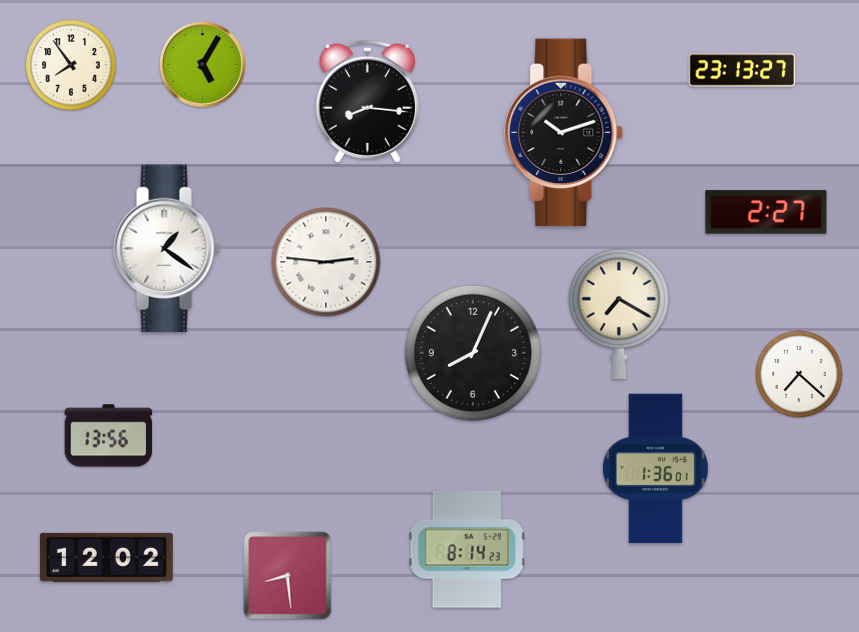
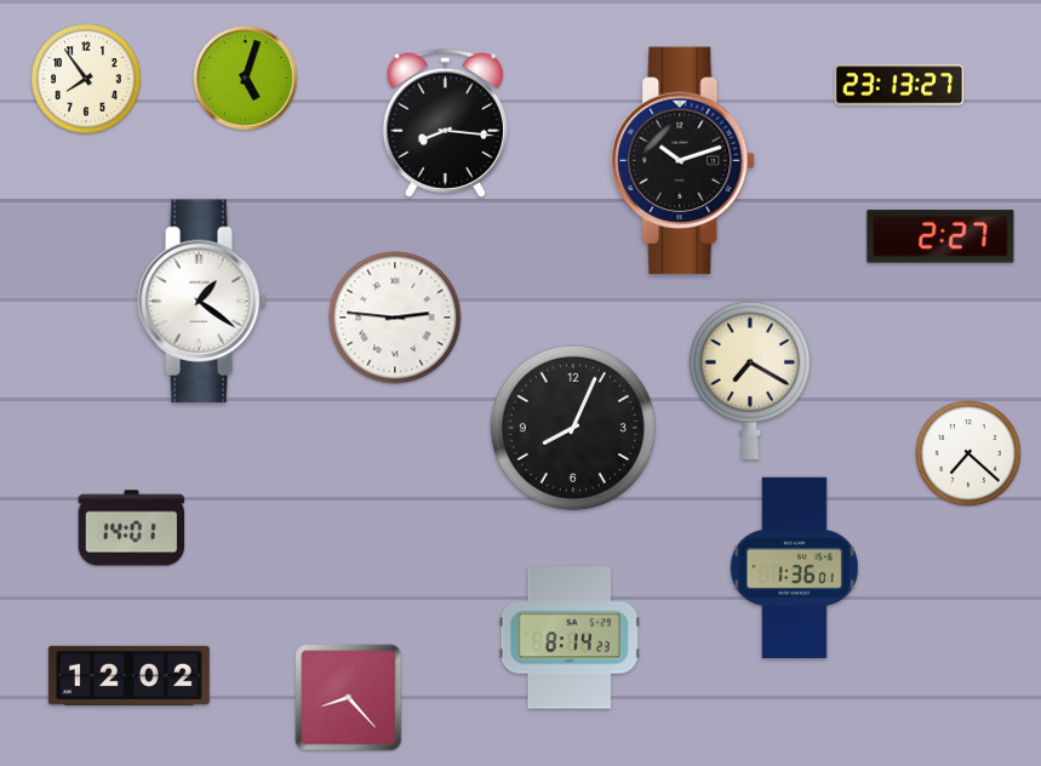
clock at (203, 65): 5:05 -> 5:03
clock at (766, 212) position: (766, 212) -> (940, 236)
clock at (109, 436): 13:56 -> 14:01
clock at (467, 549) position: (467, 549) -> (570, 638)
clock at (288, 576): 8:29 -> 8:23
